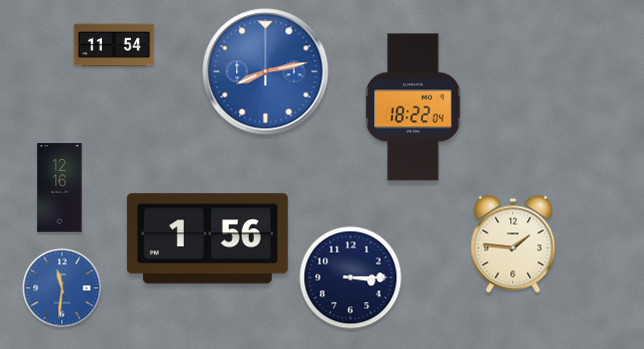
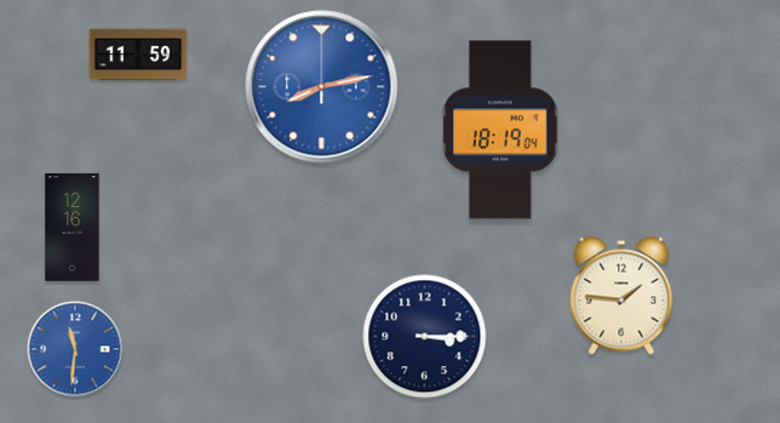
clock at (114, 45): 11:54 -> 11:59
clock at (413, 107): 18:22 -> 18:19
clock at (207, 239): 1:56 -> none
